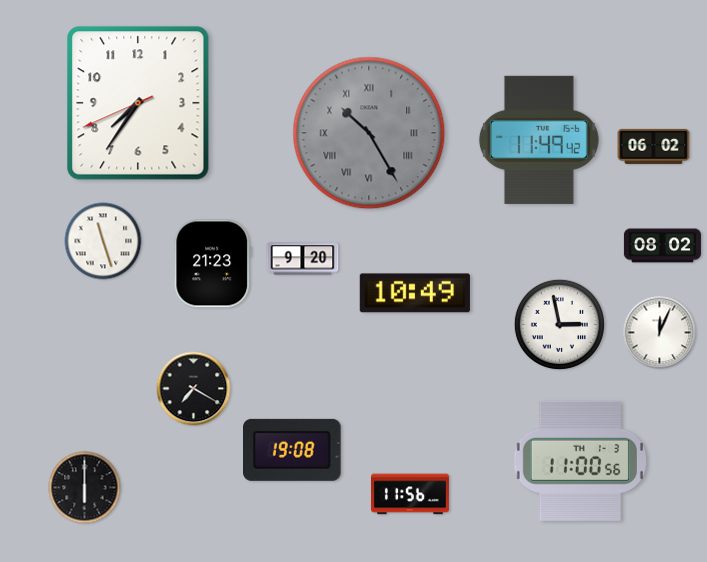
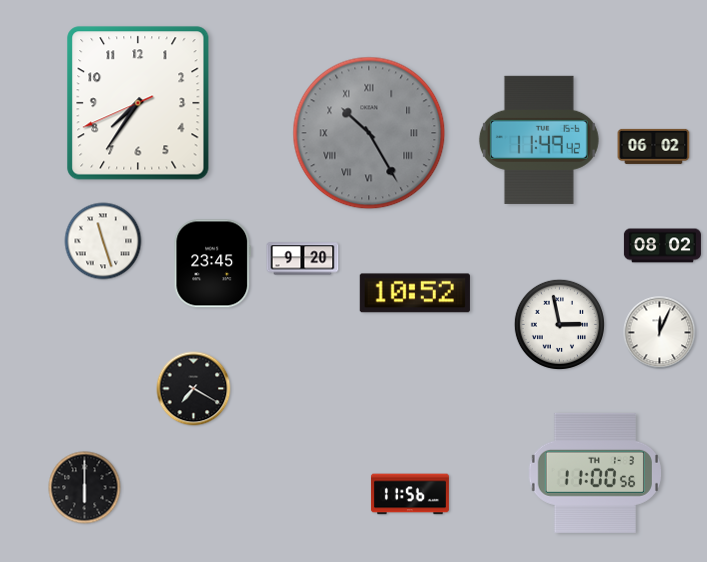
clock at (213, 264): 21:23 -> 23:45
clock at (415, 293): 10:49 -> 10:52
clock at (292, 450): 19:08 -> none
clock at (580, 461) position: (580, 461) -> (595, 473)
